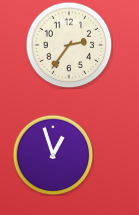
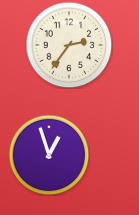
clock at (53, 155) position: (53, 155) -> (49, 155)
